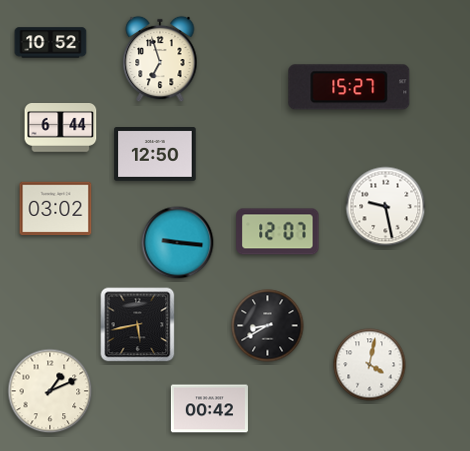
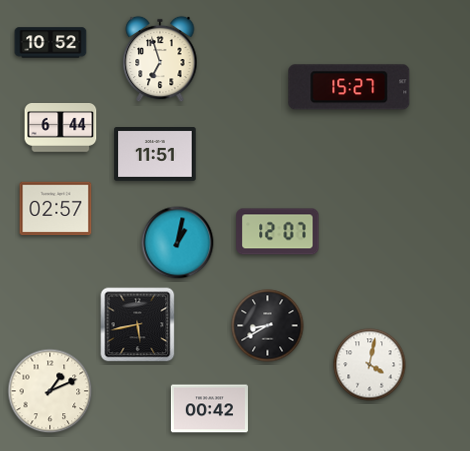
clock at (155, 155): 12:50 -> 11:51
clock at (386, 207): 9:28 -> none
clock at (56, 209): 03:02 -> 02:57
clock at (178, 243): 9:16 -> 1:02
